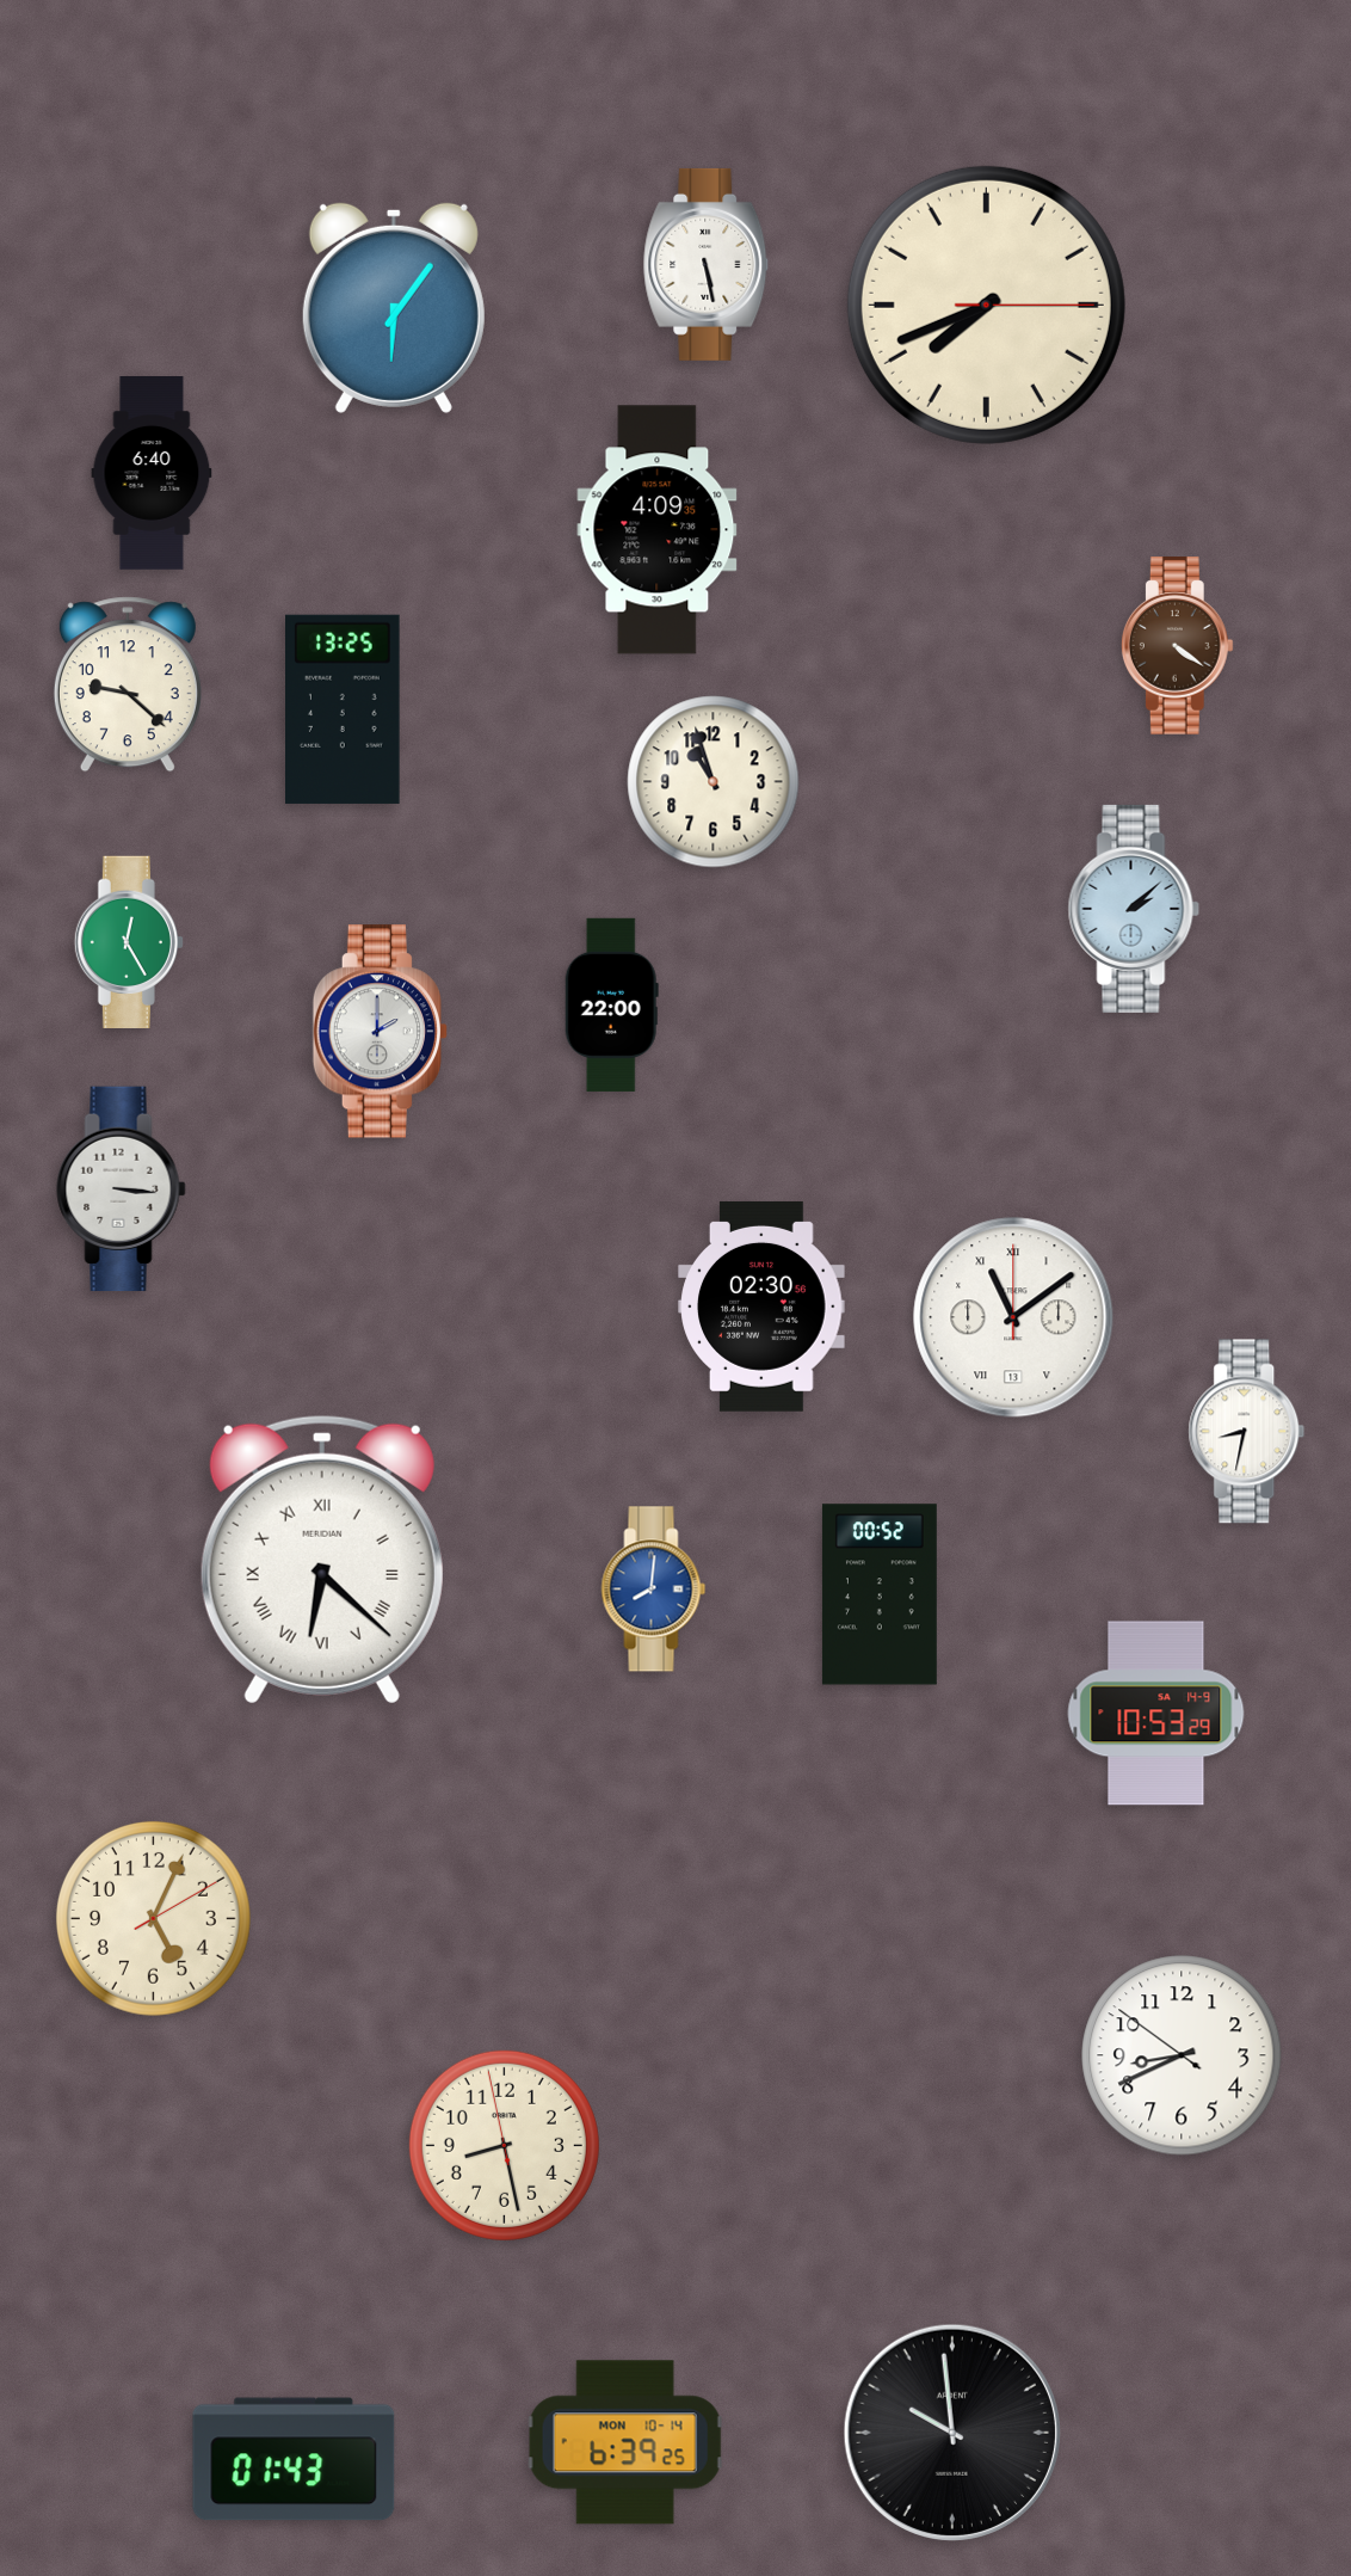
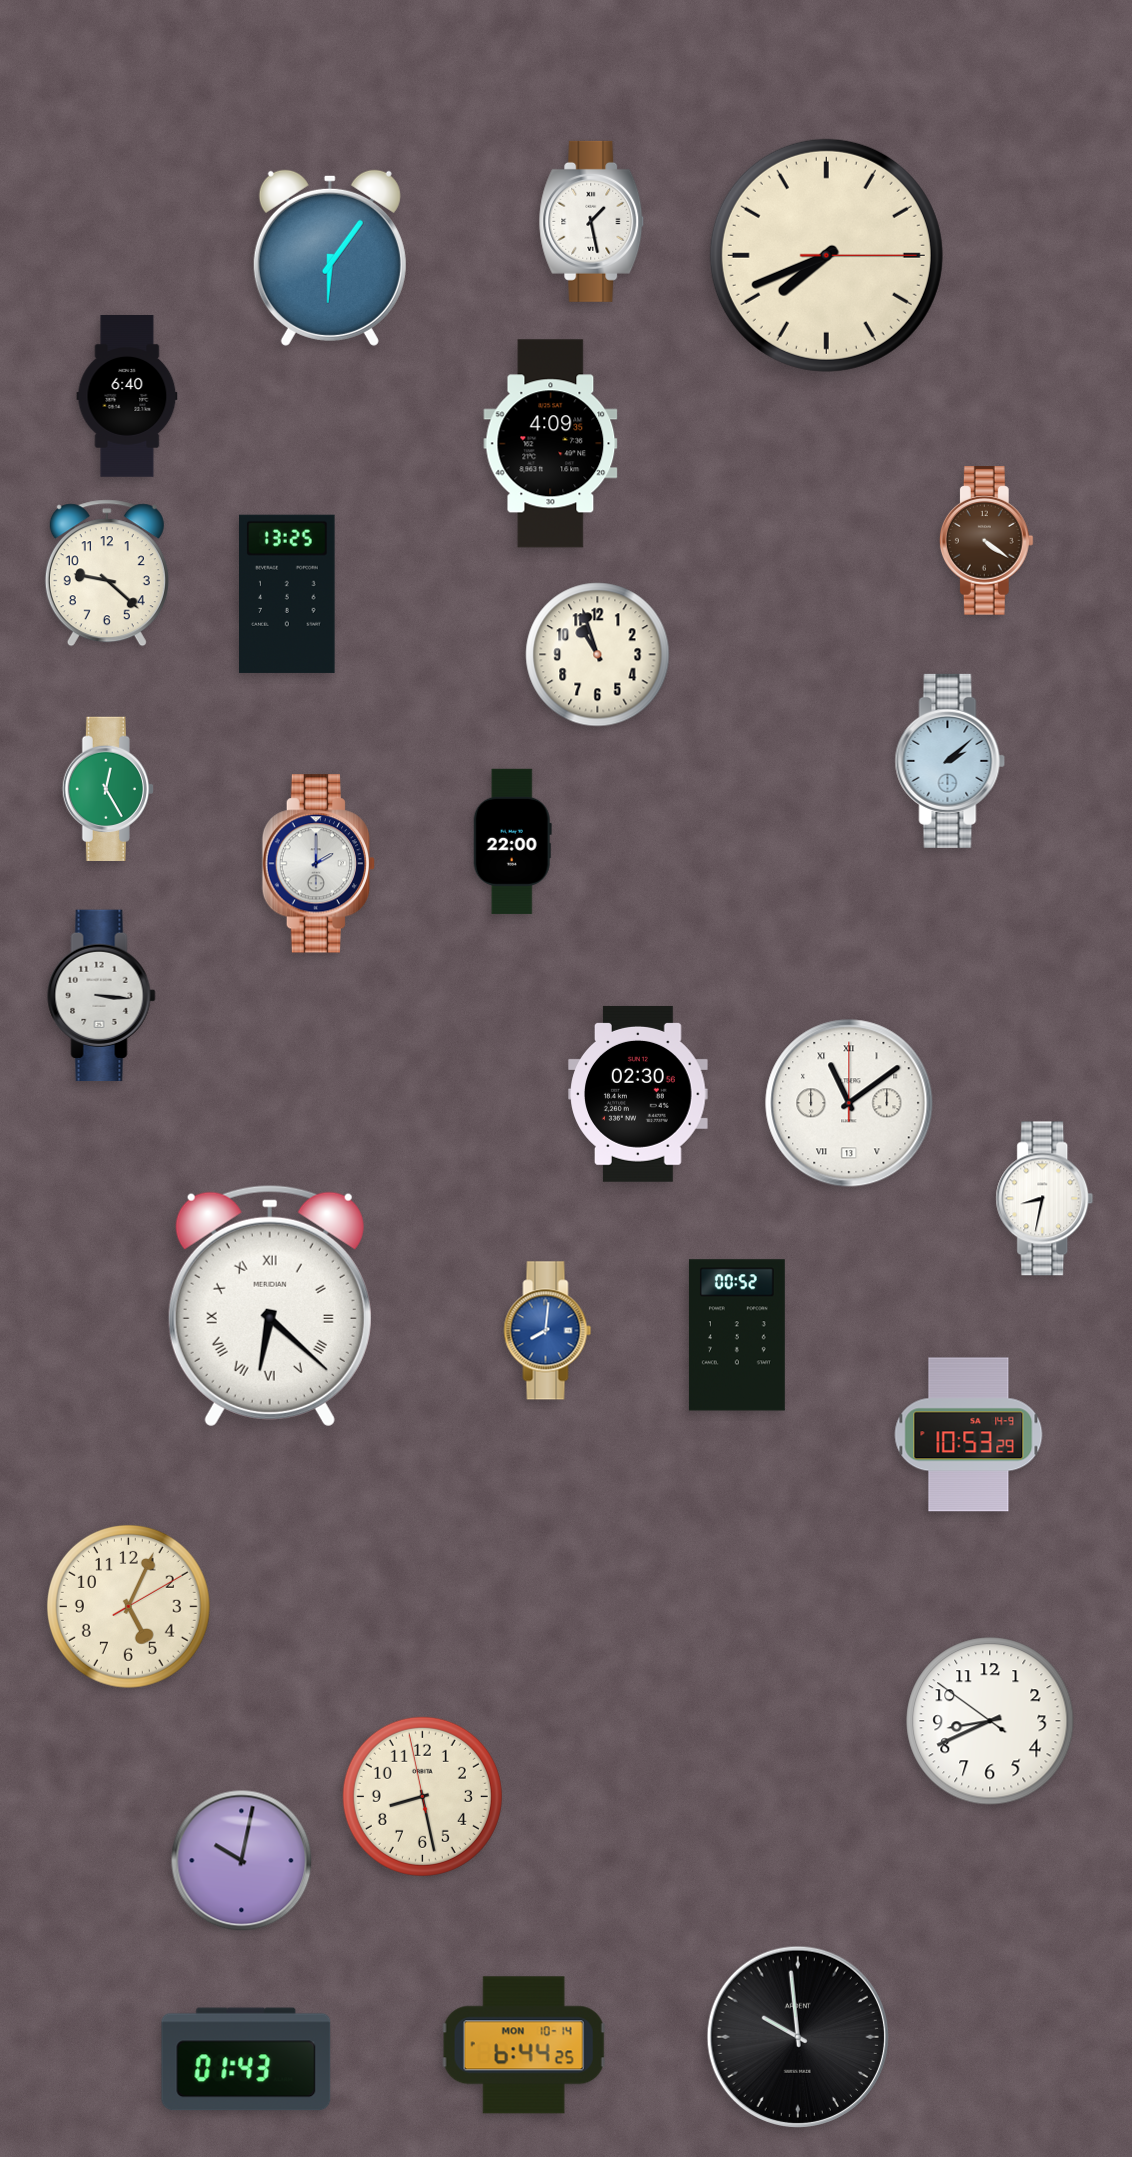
clock at (707, 264): 5:28 -> 1:28
clock at (242, 1861): none -> 10:02
clock at (625, 2442): 6:39 -> 6:44
